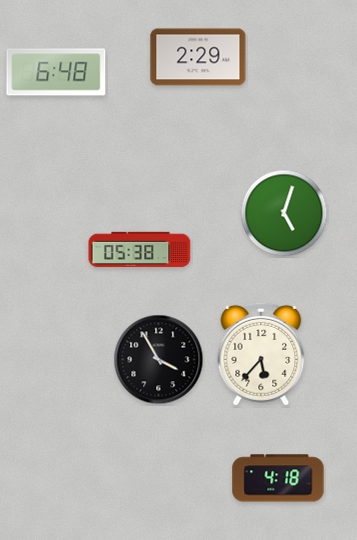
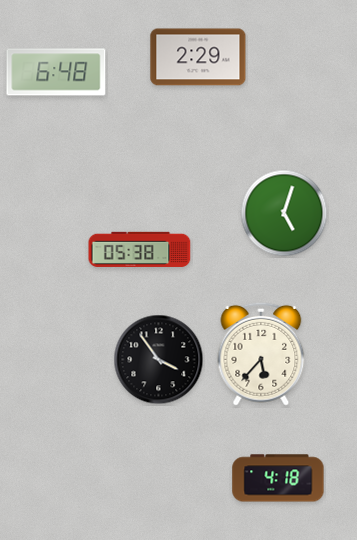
clock at (159, 360): 3:55 -> 3:54
